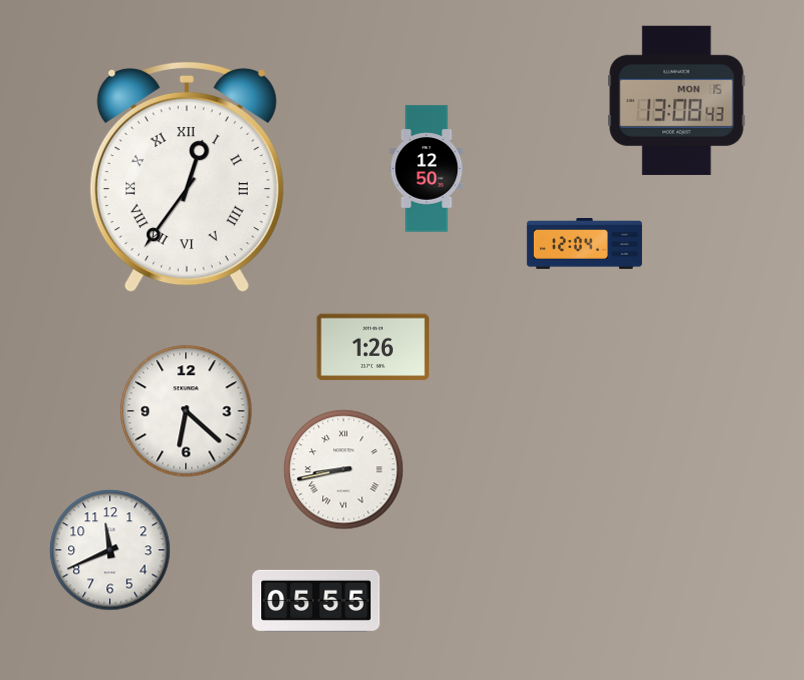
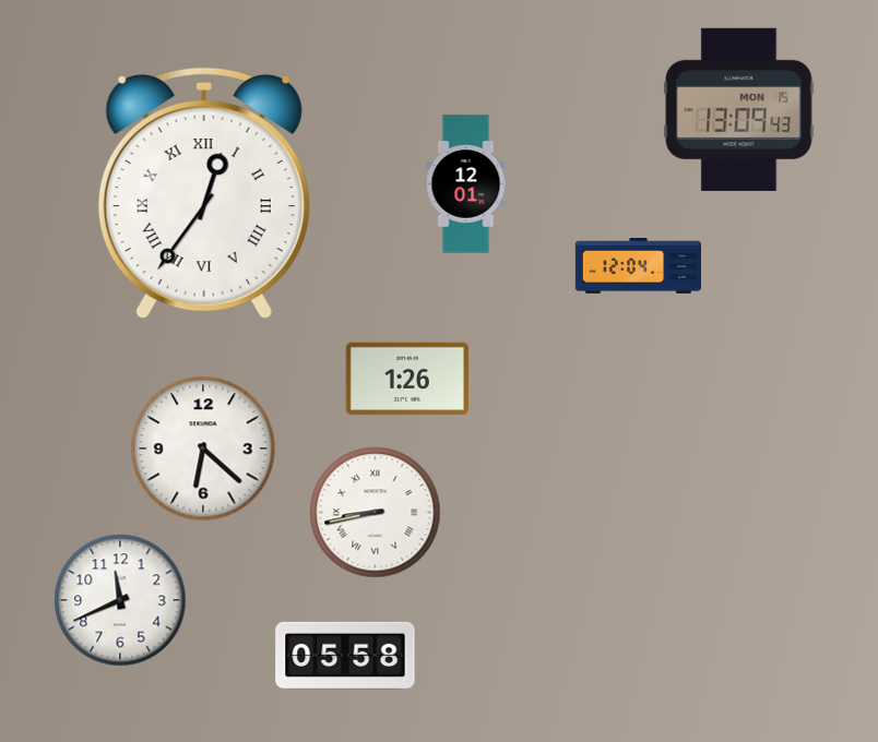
clock at (677, 100): 13:08 -> 13:09
clock at (427, 169): 12:50 -> 12:01
clock at (316, 601): 05:55 -> 05:58
